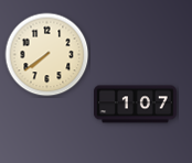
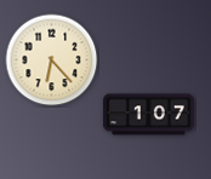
clock at (47, 55): 7:39 -> 6:23
